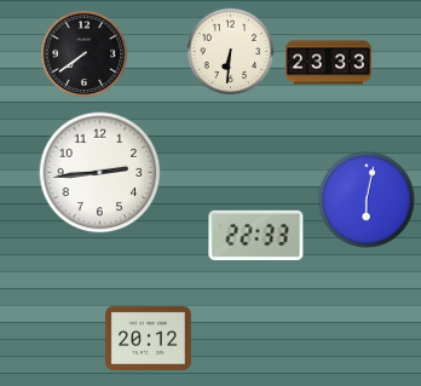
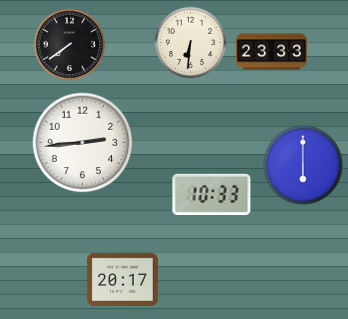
clock at (368, 201): 6:02 -> 6:00
clock at (256, 235): 22:33 -> 10:33
clock at (148, 338): 20:12 -> 20:17
